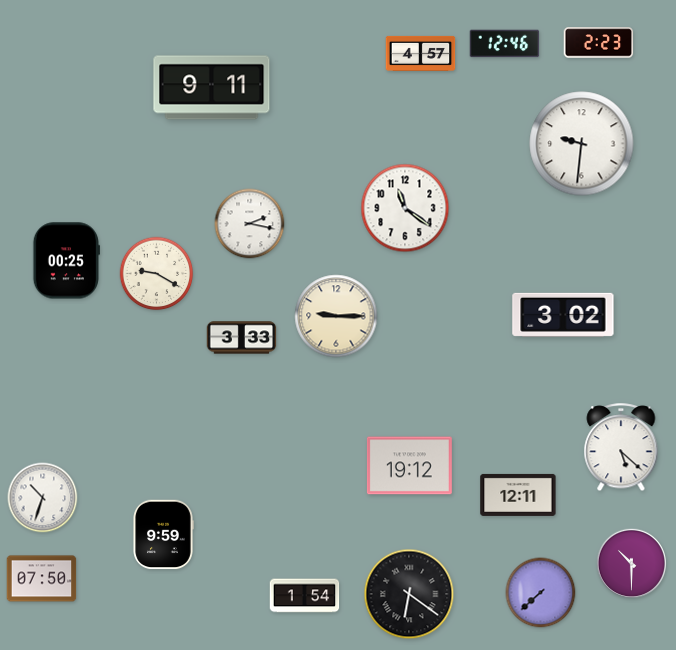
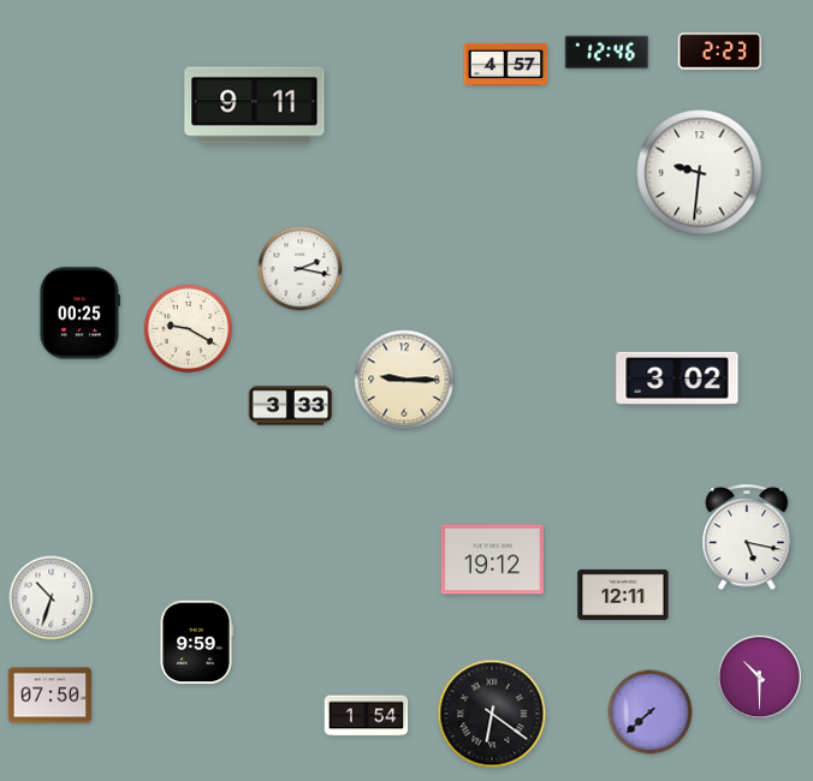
clock at (405, 208): 11:21 -> none
clock at (621, 448): 5:22 -> 5:17
